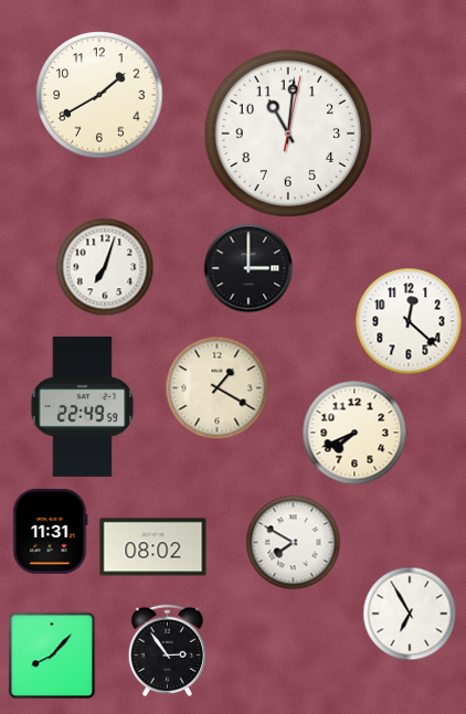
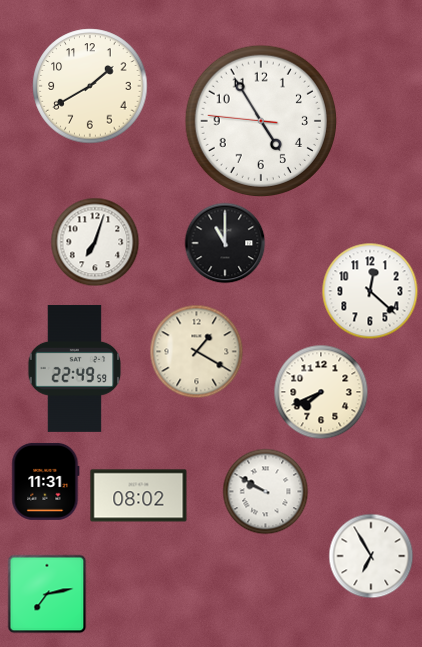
clock at (287, 132): 11:01 -> 4:54
clock at (248, 268): 3:00 -> 11:00
clock at (293, 542): 7:50 -> 9:50
clock at (167, 650): 2:54 -> none
clock at (52, 656): 8:07 -> 7:13
